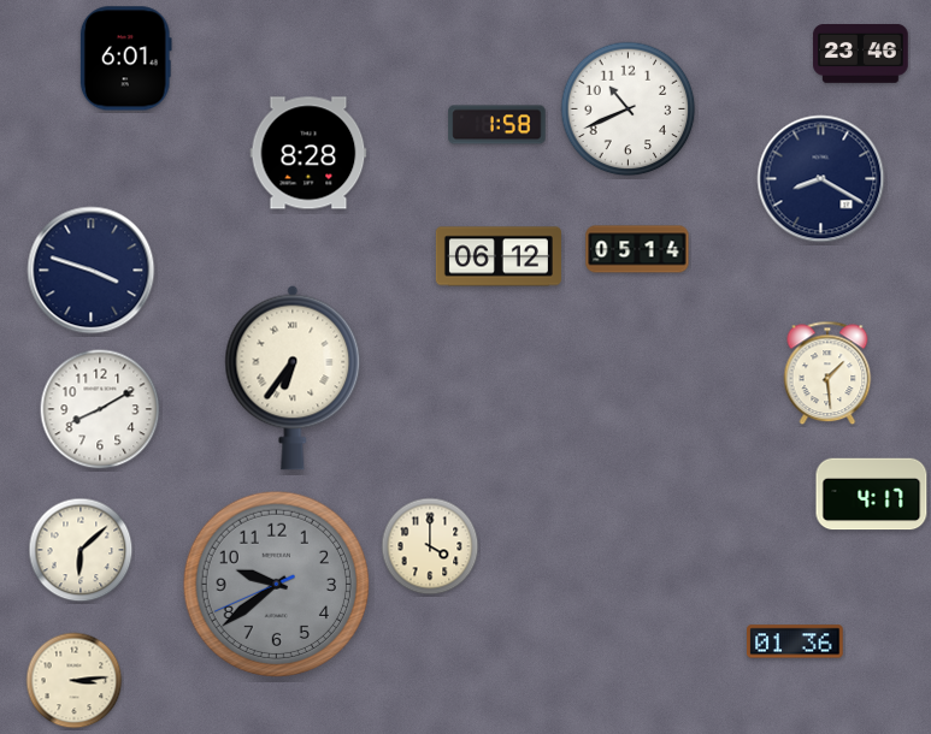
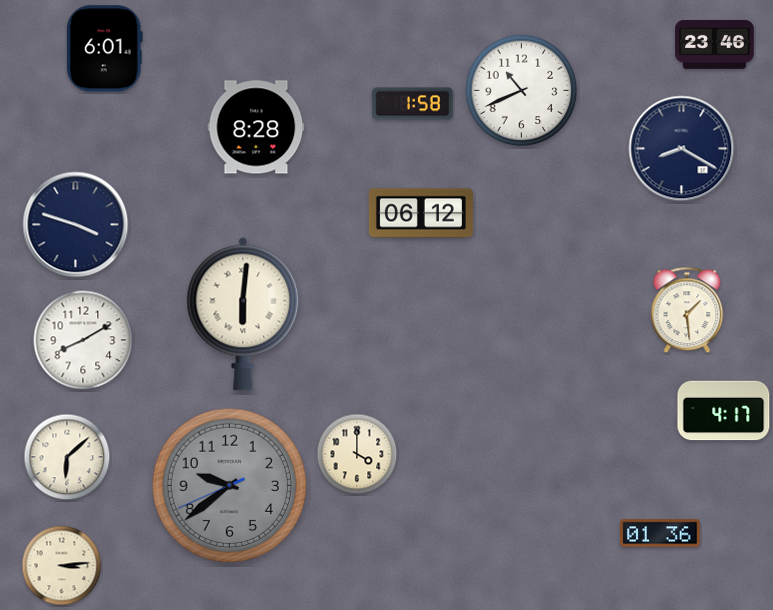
clock at (637, 249): 05:14 -> none
clock at (499, 256) position: (499, 256) -> (421, 213)
clock at (293, 378): 6:36 -> 6:01
